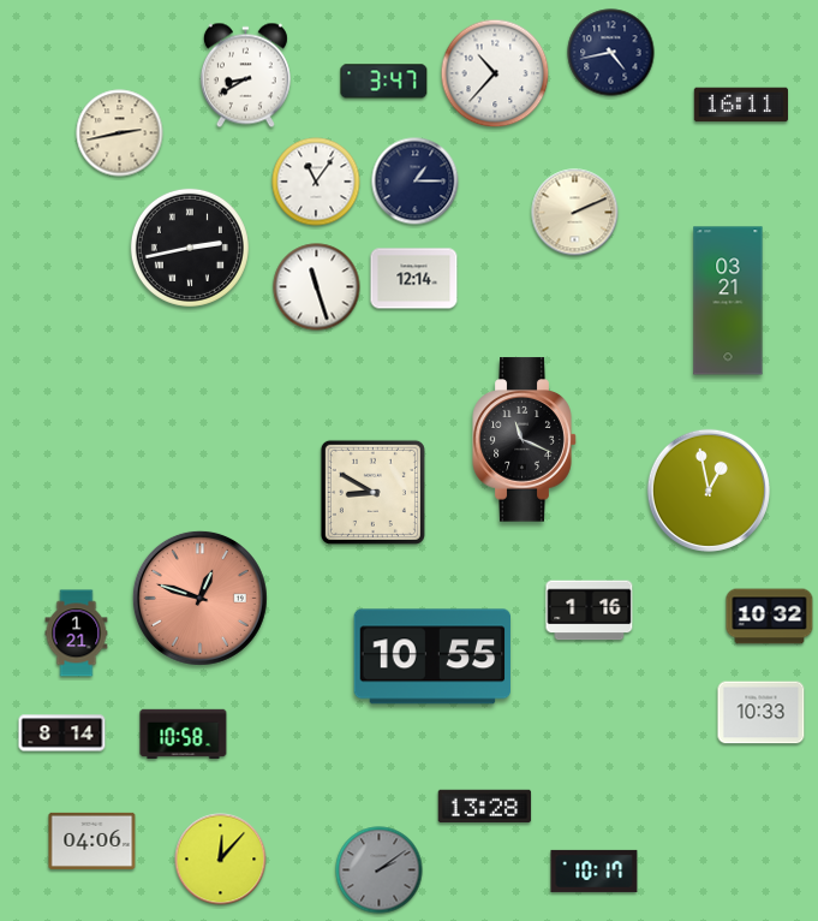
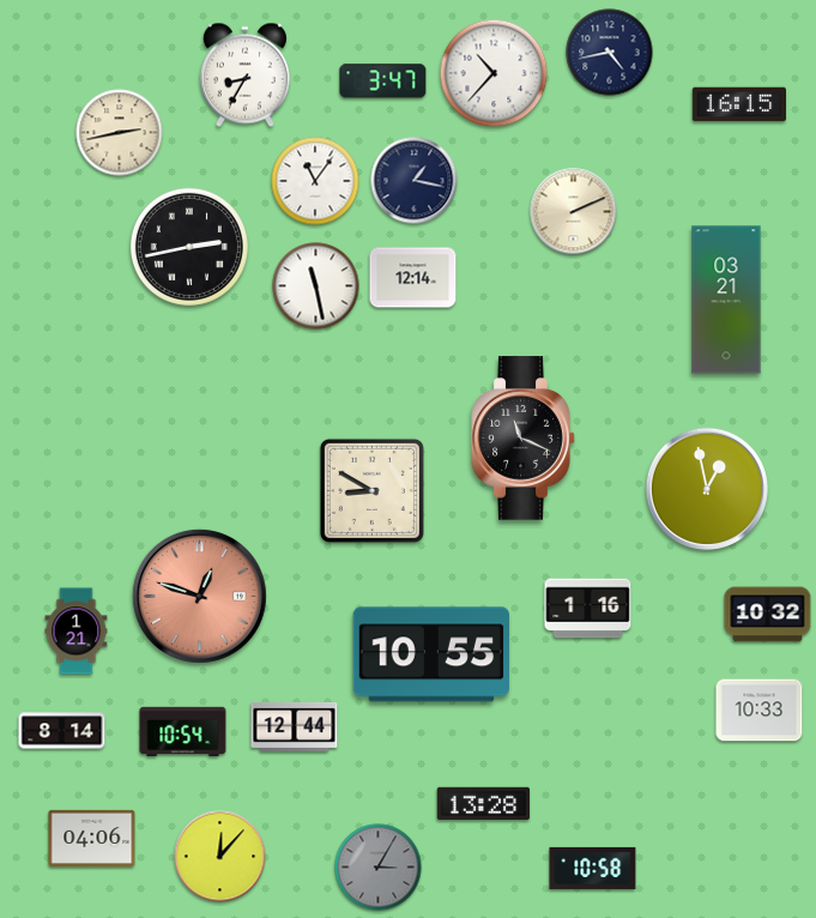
clock at (245, 76): 8:40 -> 8:35
clock at (740, 105): 16:11 -> 16:15
clock at (416, 182): 1:15 -> 1:17
clock at (317, 287): 11:27 -> 11:28
clock at (295, 727): none -> 12:44
clock at (184, 735): 10:58 -> 10:54
clock at (380, 871): 2:09 -> 3:05
clock at (595, 871): 10:17 -> 10:58
